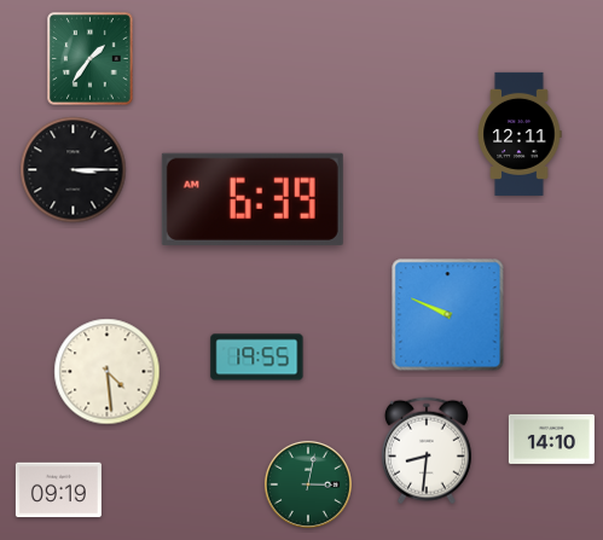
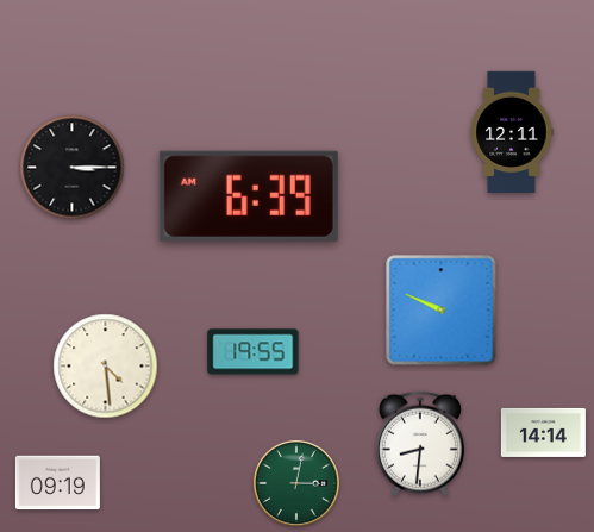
clock at (91, 59): 1:36 -> none
clock at (551, 439): 14:10 -> 14:14
clock at (308, 484) position: (308, 484) -> (296, 483)
